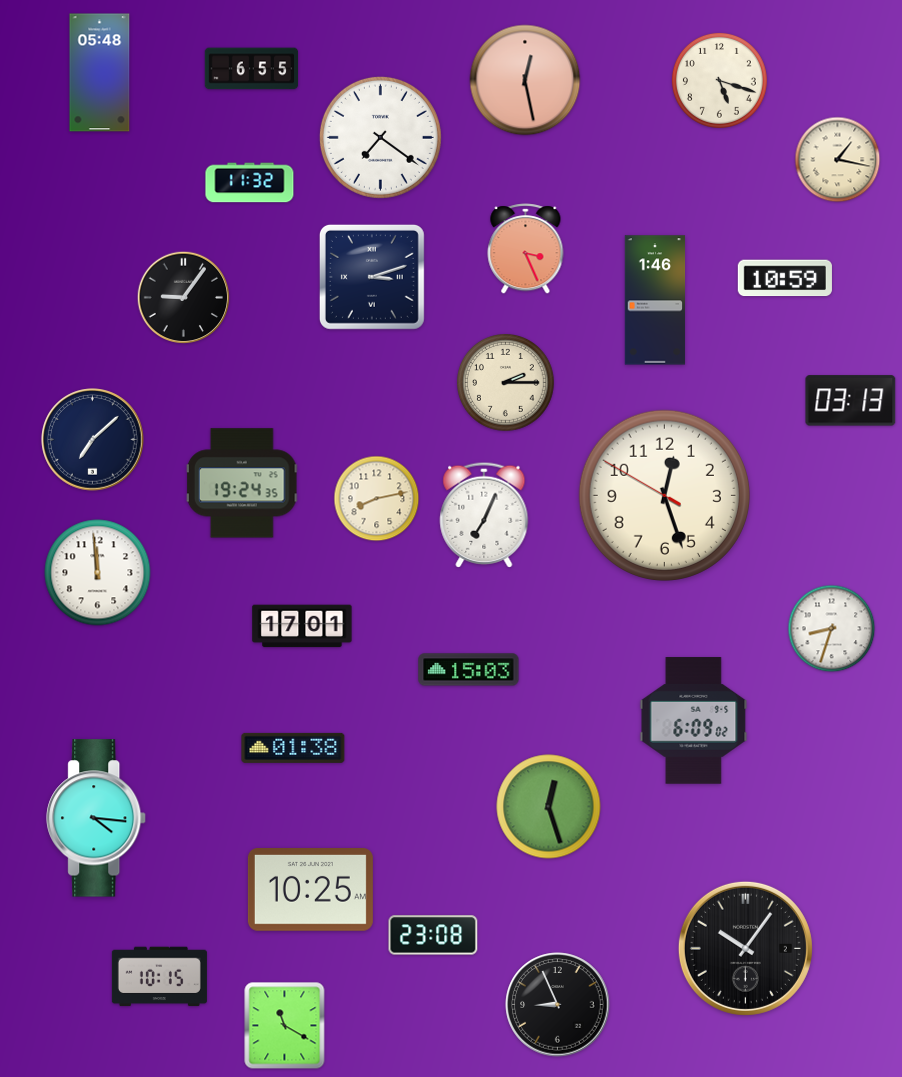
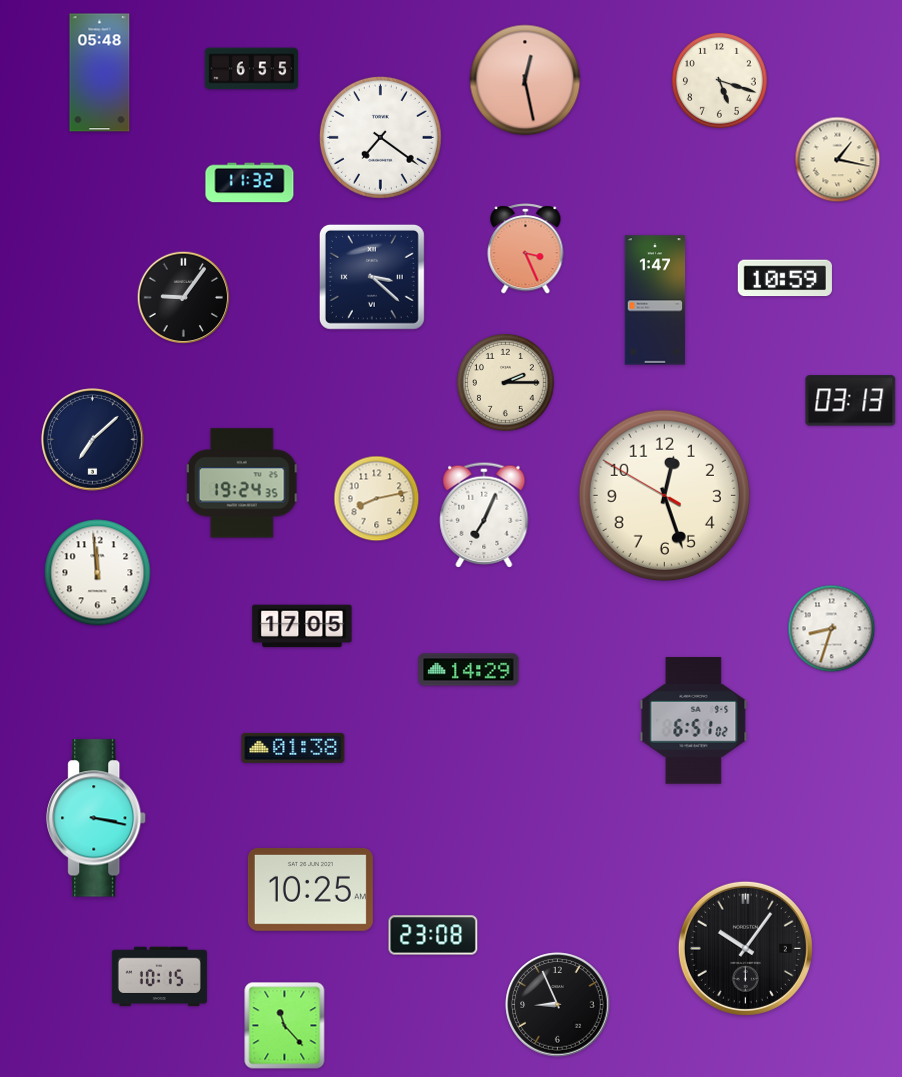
clock at (372, 277): 3:12 -> 3:22
clock at (655, 300): 1:46 -> 1:47
clock at (302, 626): 17:01 -> 17:05
clock at (469, 670): 15:03 -> 14:29
clock at (694, 721): 6:09 -> 6:51
clock at (549, 807): 12:27 -> none
clock at (97, 818): 4:16 -> 3:17
clock at (285, 1026): 11:20 -> 11:23
